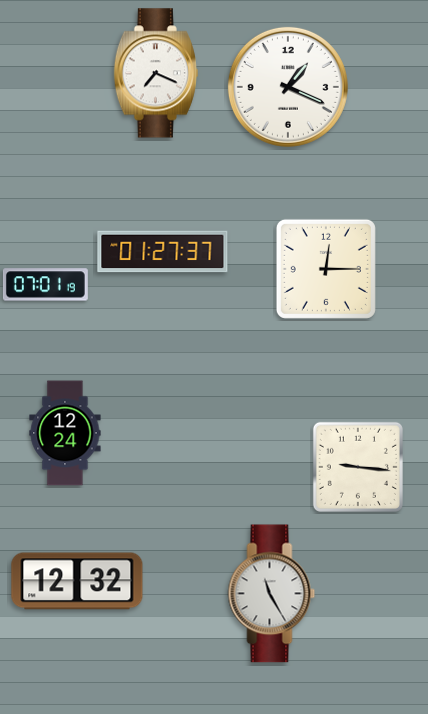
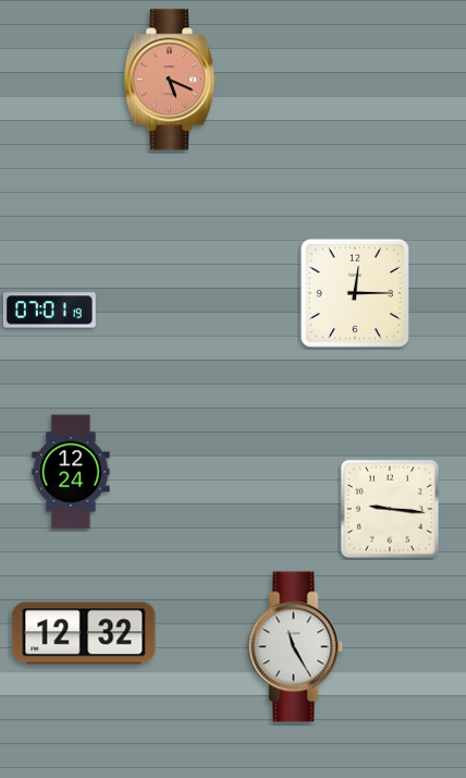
clock at (156, 73): 7:19 -> 5:19
clock at (156, 73) dial: white -> salmon
clock at (288, 87): 1:19 -> none
clock at (163, 252): 01:27 -> none
